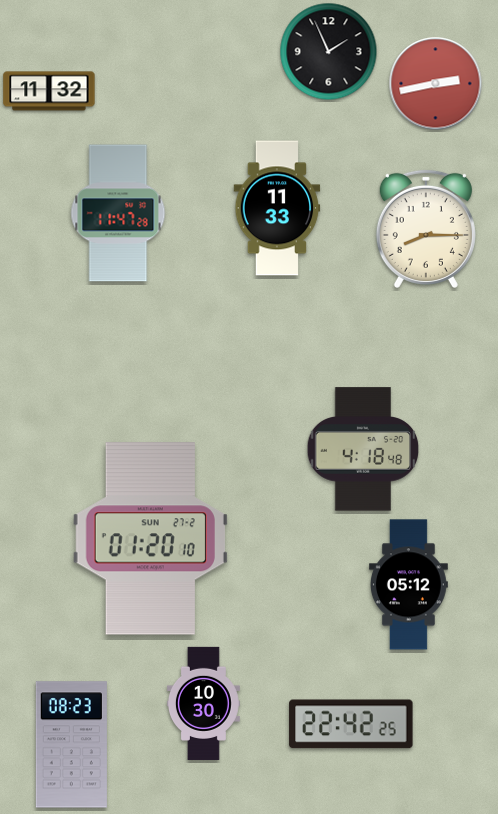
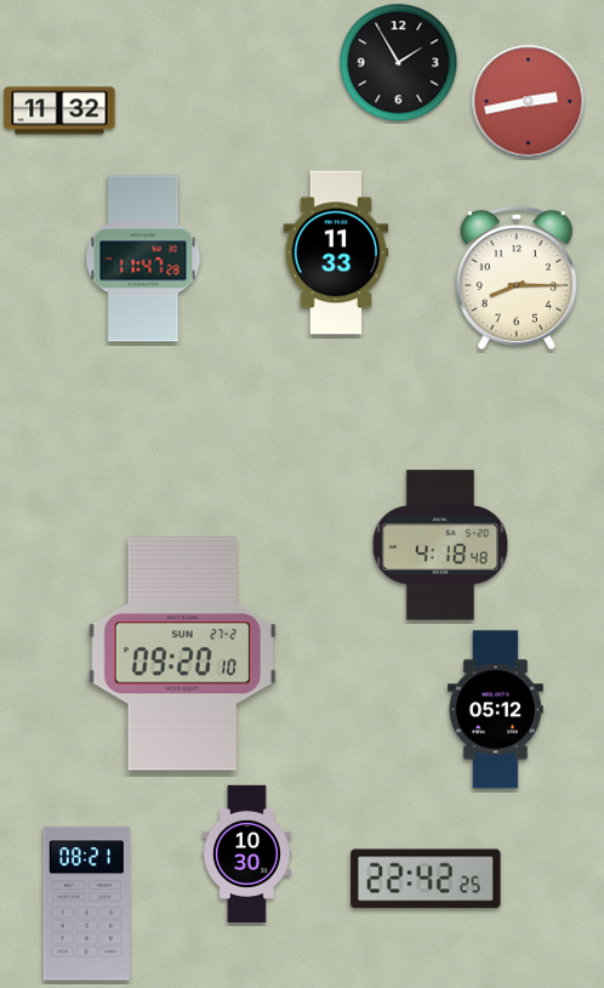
clock at (329, 52): 1:56 -> 1:55
clock at (150, 539): 01:20 -> 09:20
clock at (71, 745): 08:23 -> 08:21
